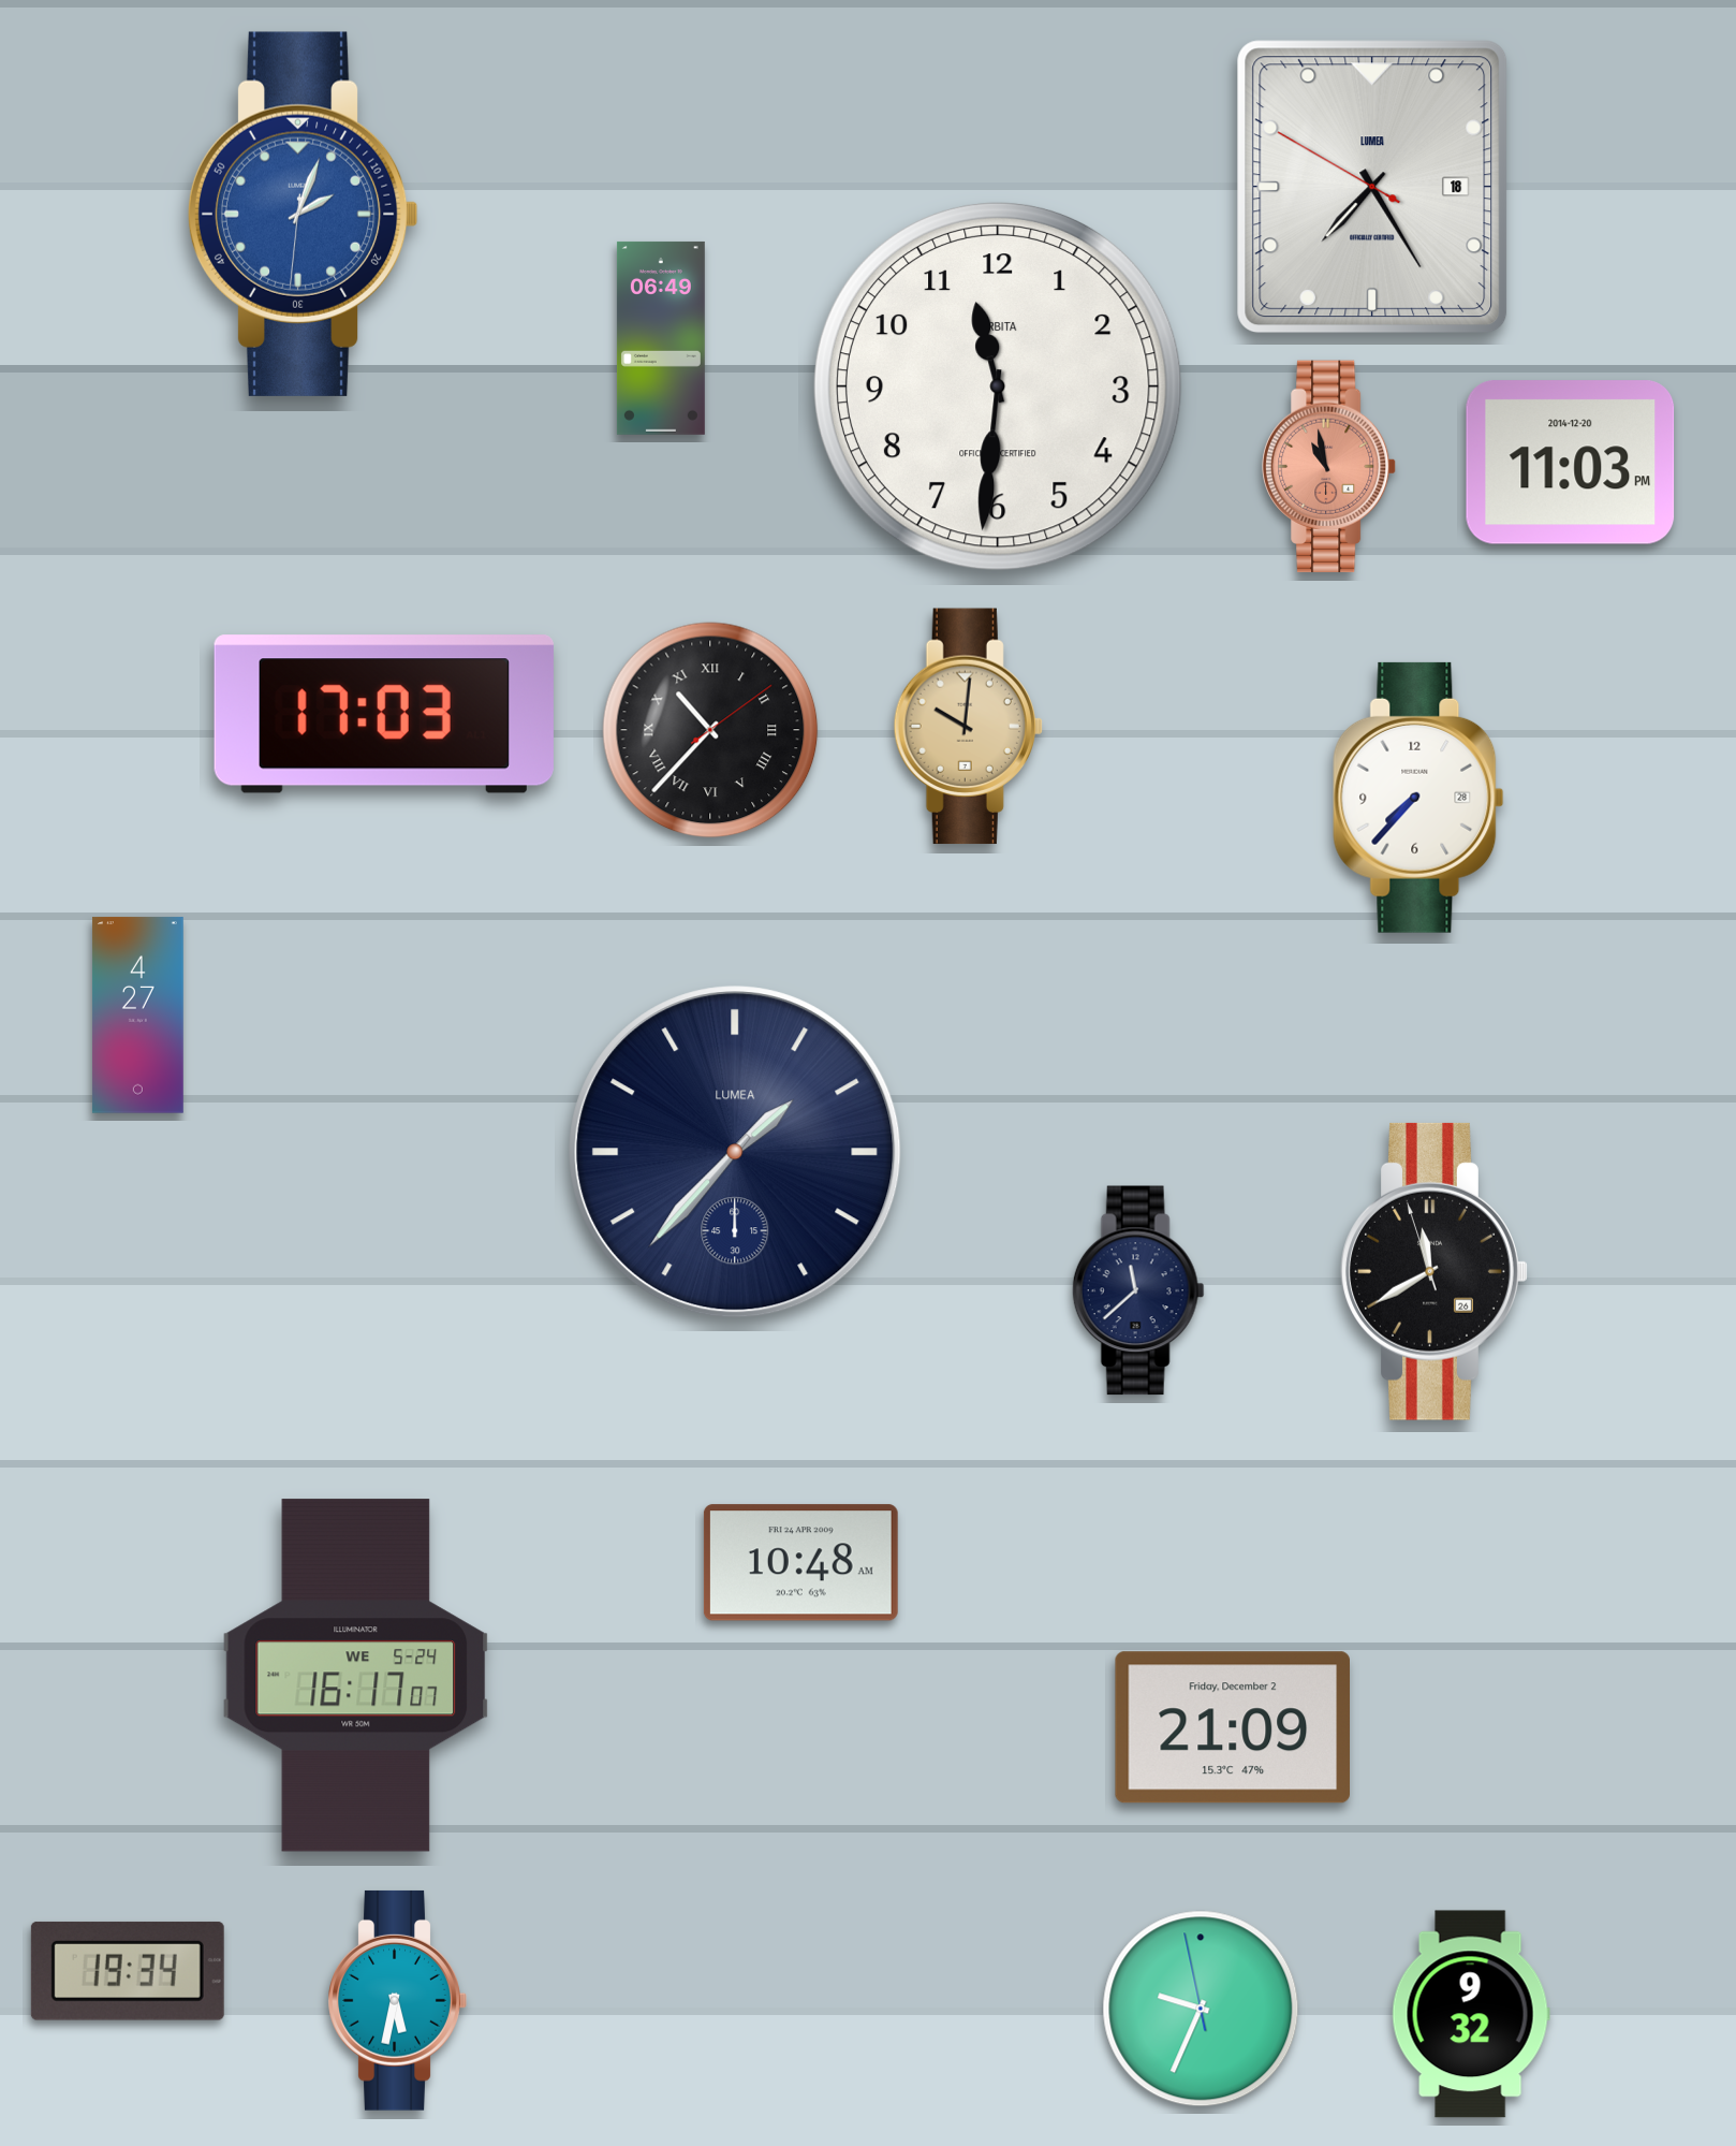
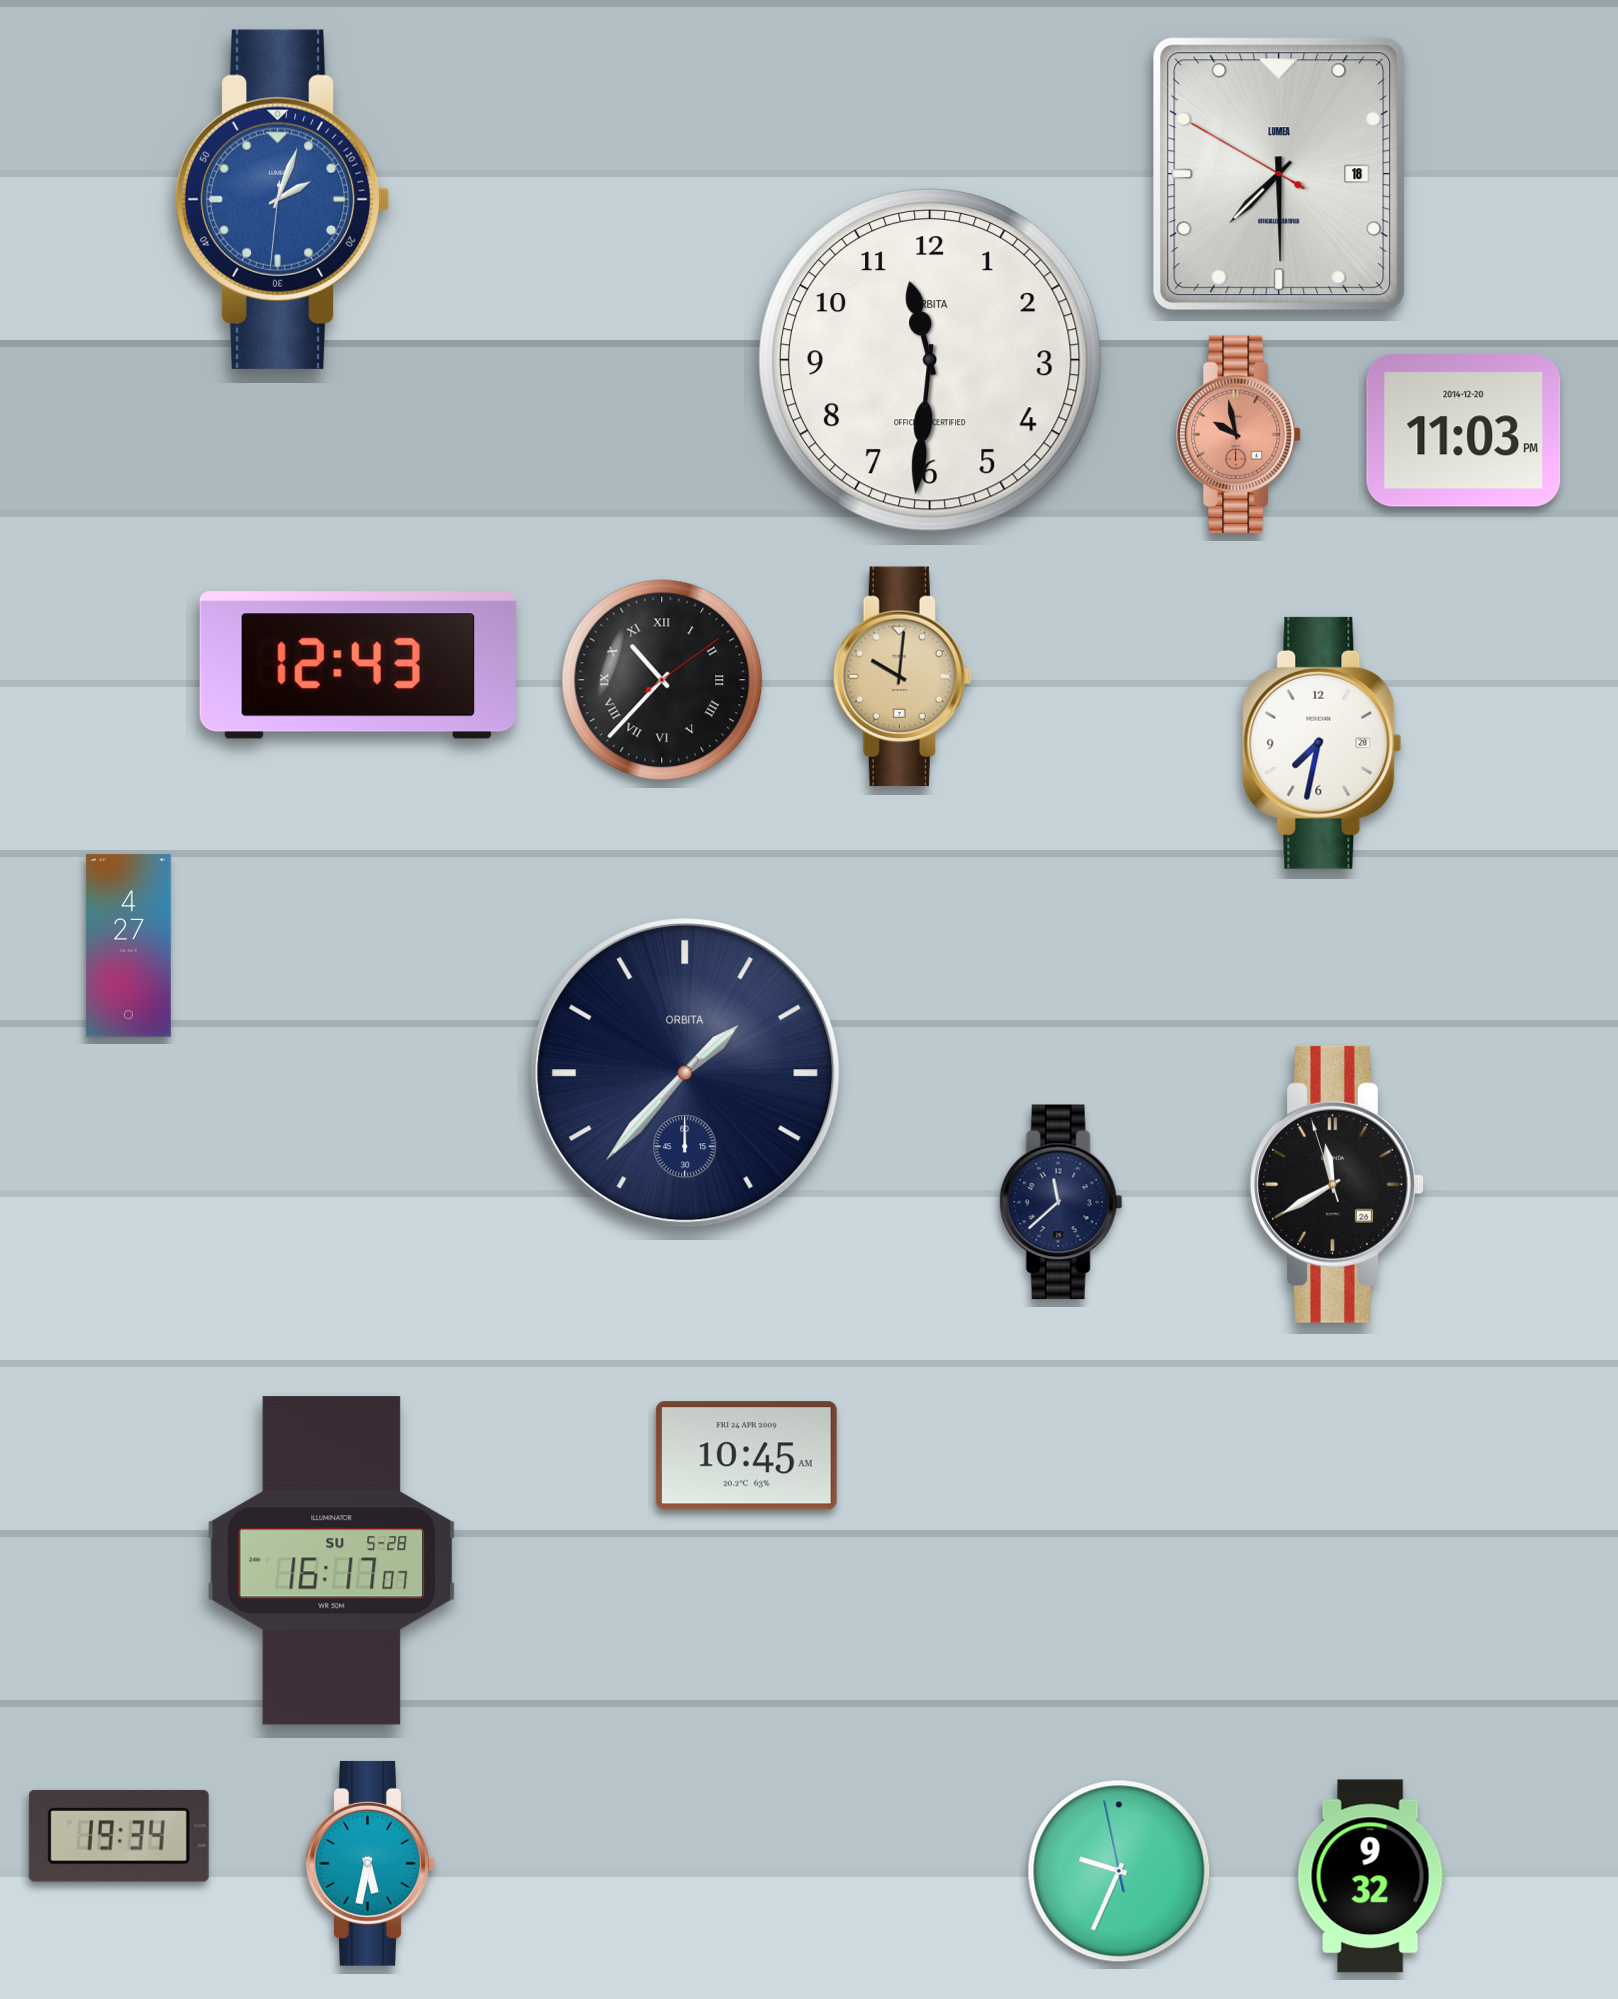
clock at (1372, 187): 7:24 -> 7:29
clock at (661, 338): 06:49 -> none
clock at (1330, 466): 10:58 -> 9:58
clock at (384, 714): 17:03 -> 12:43
clock at (1418, 798): 7:37 -> 7:32
clock at (735, 1152) brand: LUMEA -> ORBITA
clock at (800, 1563): 10:48 -> 10:45
clock at (356, 1676) date: WE 5-24 -> SU 5-28
clock at (1232, 1727): 21:09 -> none
